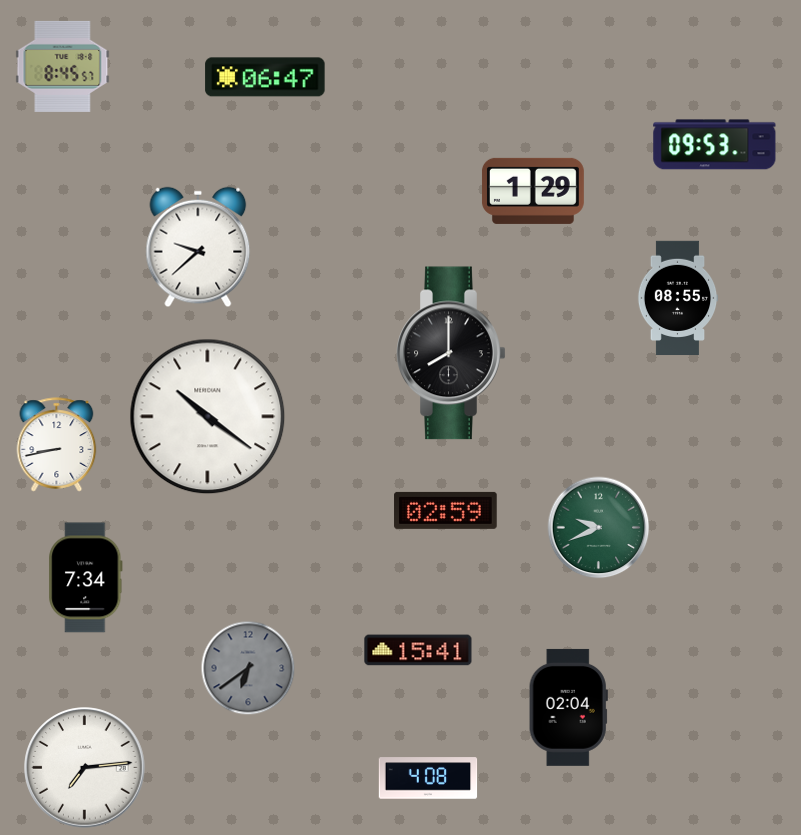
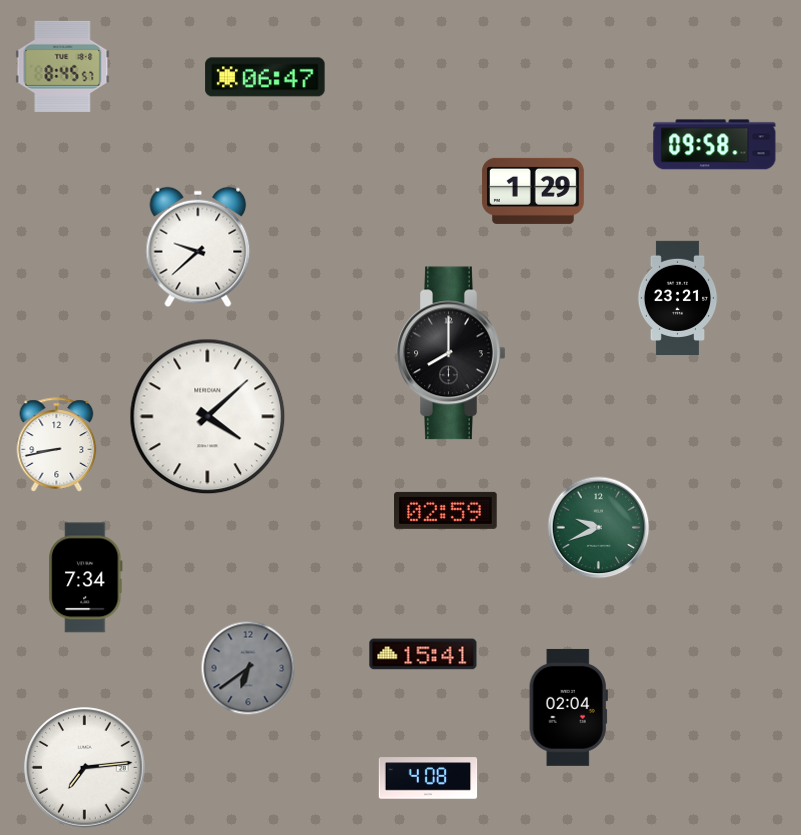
clock at (715, 145): 09:53 -> 09:58
clock at (678, 298): 08:55 -> 23:21
clock at (208, 417): 10:21 -> 4:08
clock at (418, 650) position: (418, 650) -> (423, 654)
